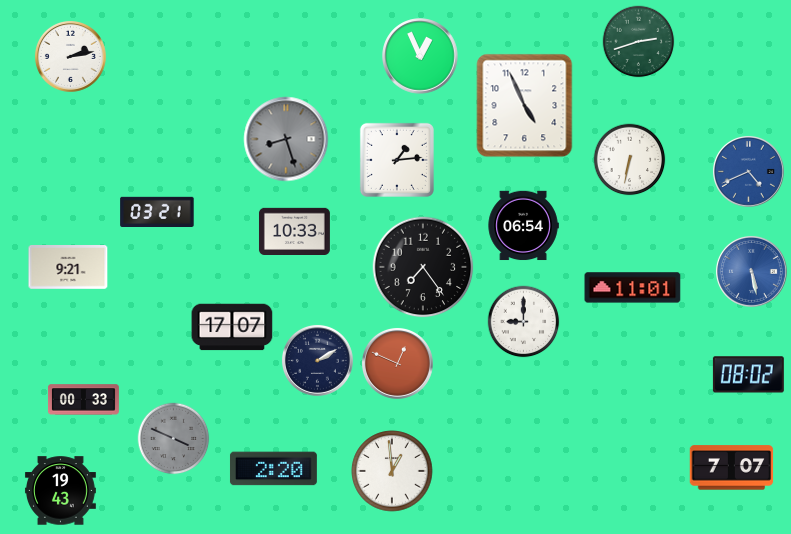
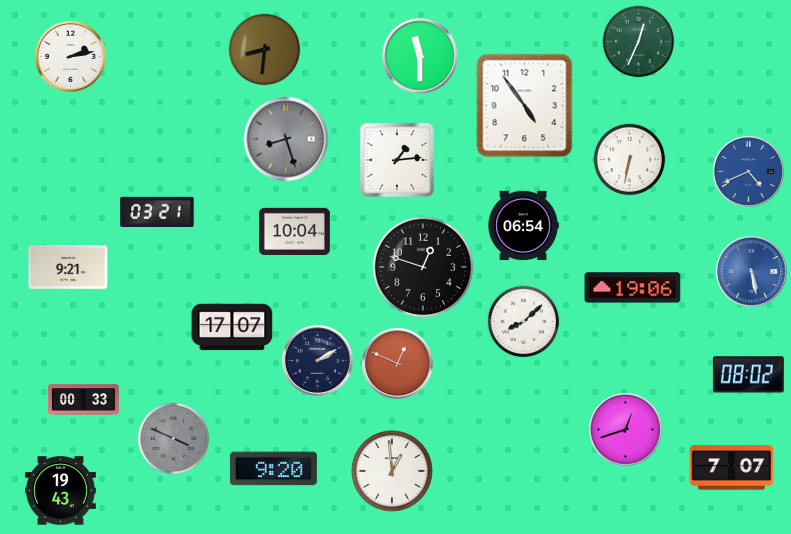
clock at (639, 42): 2:42 -> 12:34
clock at (265, 50): none -> 8:31
clock at (420, 56): 12:56 -> 11:30
clock at (525, 106): 4:56 -> 4:54
clock at (294, 231): 10:33 -> 10:04
clock at (423, 267): 7:24 -> 12:48
clock at (633, 288): 11:01 -> 19:06
clock at (524, 322): 9:00 -> 8:08
clock at (626, 430): none -> 12:42
clock at (273, 469): 2:20 -> 9:20
